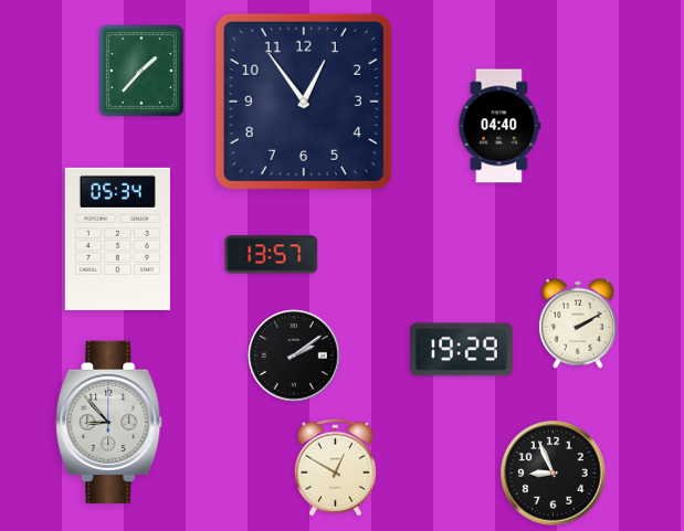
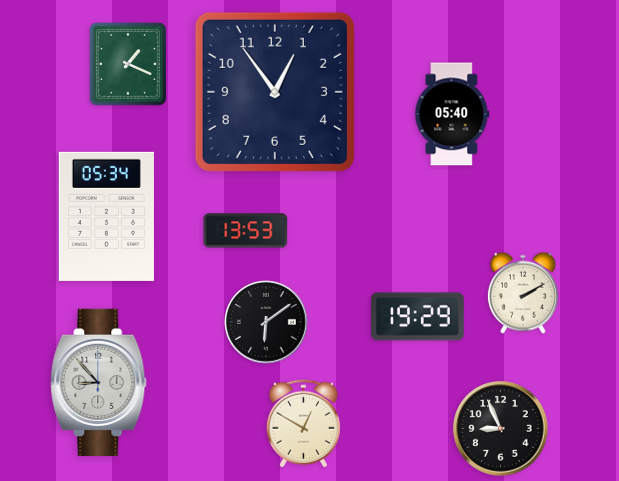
clock at (141, 71): 1:37 -> 1:19
clock at (499, 126): 04:40 -> 05:40
clock at (272, 255): 13:57 -> 13:53
clock at (294, 355): 2:09 -> 6:09
